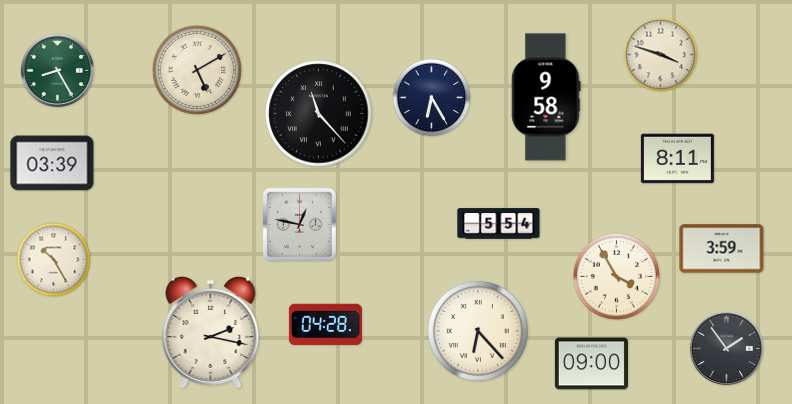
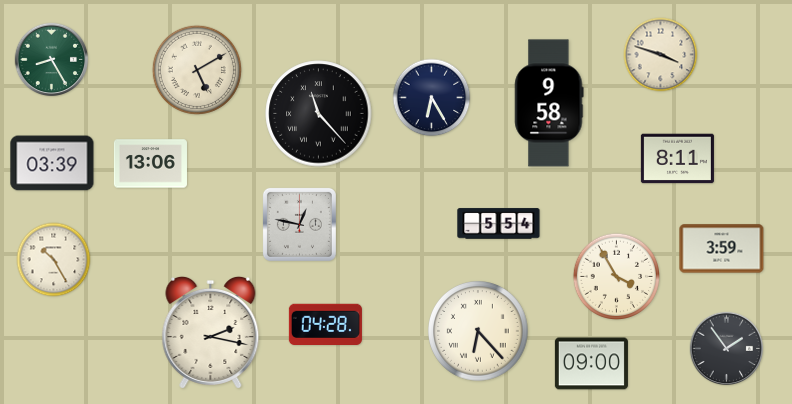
clock at (58, 71) position: (58, 71) -> (52, 60)
clock at (546, 97) position: (546, 97) -> (549, 103)
clock at (150, 164): none -> 13:06
